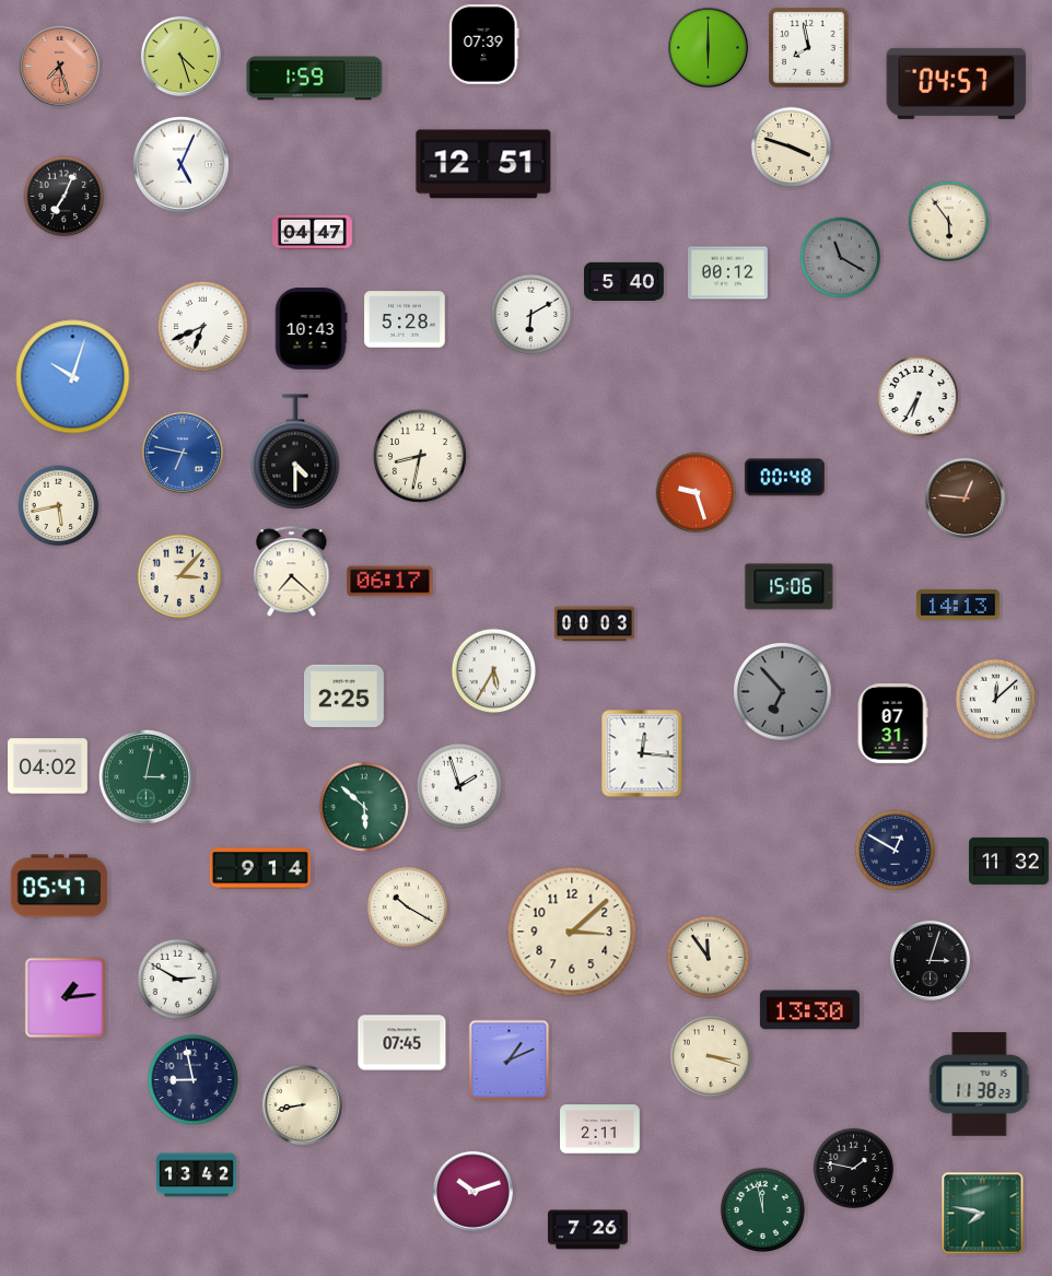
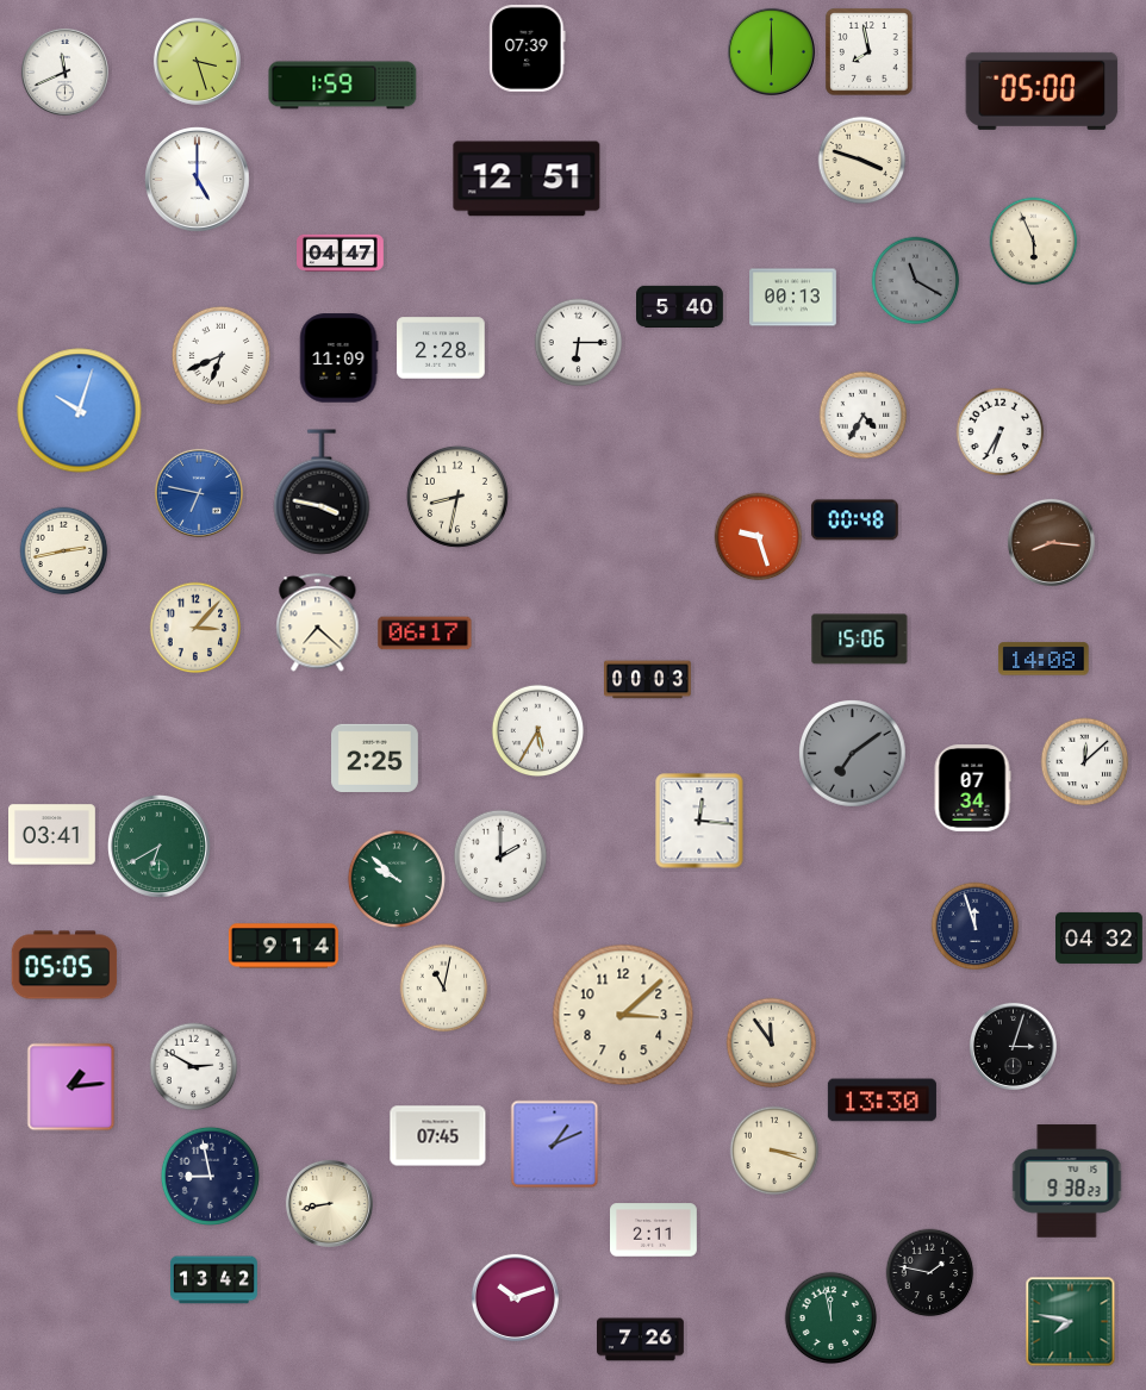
clock at (809, 48) position: (809, 48) -> (870, 52)
clock at (180, 56): 4:27 -> 3:27
clock at (59, 66): 7:27 -> 11:41
clock at (59, 66) dial: salmon -> white
clock at (957, 83): 04:57 -> 05:00
clock at (182, 165): 5:04 -> 5:00
clock at (65, 197): 7:04 -> none
clock at (949, 222): 5:54 -> 5:56
clock at (728, 273): 00:12 -> 00:13
clock at (531, 315): 6:10 -> 6:15
clock at (405, 319): 5:28 -> 2:28
clock at (311, 329): 10:43 -> 11:09
clock at (864, 416): none -> 4:35
clock at (295, 452): 4:30 -> 3:47
clock at (965, 497): 12:46 -> 8:16
clock at (59, 506): 5:43 -> 2:43
clock at (958, 605): 14:13 -> 14:08
clock at (783, 692): 6:53 -> 7:09
clock at (892, 724): 07:31 -> 07:34
clock at (48, 766): 04:02 -> 03:41
clock at (147, 777): 3:02 -> 6:40
clock at (459, 786): 1:57 -> 2:00
clock at (364, 807): 5:52 -> 9:52
clock at (896, 851): 12:50 -> 11:57
clock at (1009, 861): 11:32 -> 04:32
clock at (59, 886): 05:47 -> 05:05
clock at (408, 908): 10:20 -> 11:02
clock at (510, 1061) position: (510, 1061) -> (555, 1145)
clock at (980, 1085): 11:38 -> 9:38
